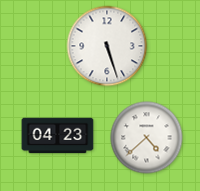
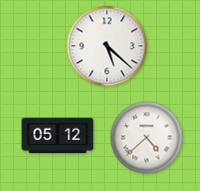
clock at (107, 46): 5:27 -> 5:22
clock at (58, 136): 04:23 -> 05:12
